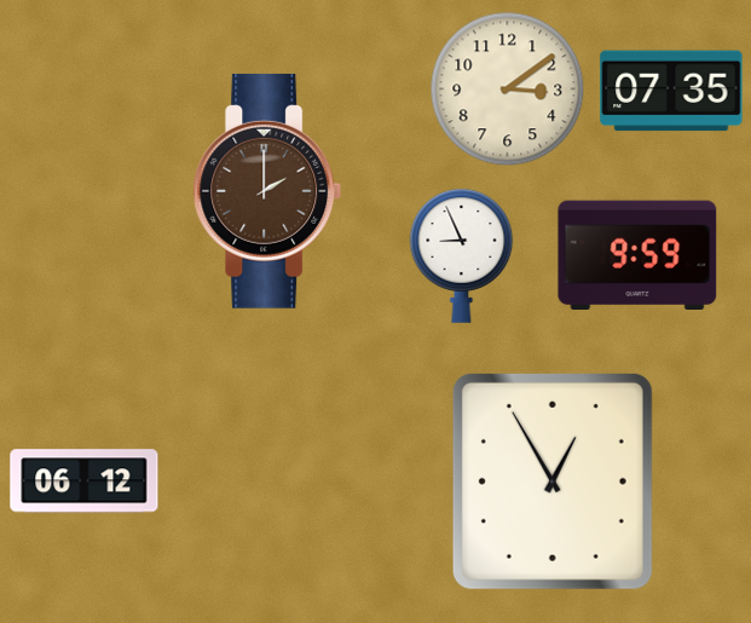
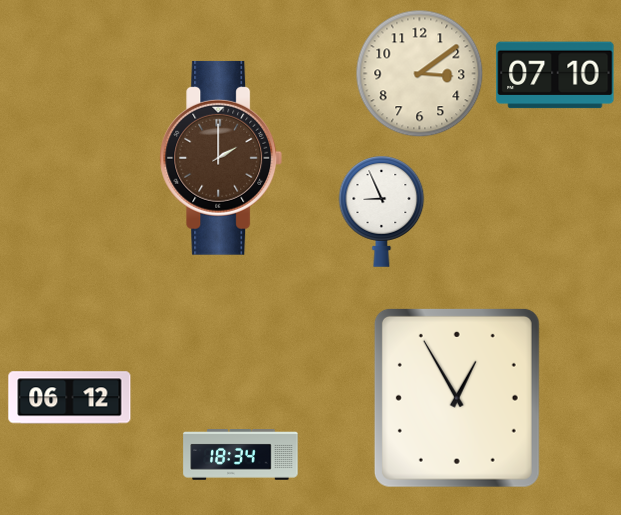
clock at (671, 91): 07:35 -> 07:10
clock at (637, 254): 9:59 -> none
clock at (241, 455): none -> 18:34
